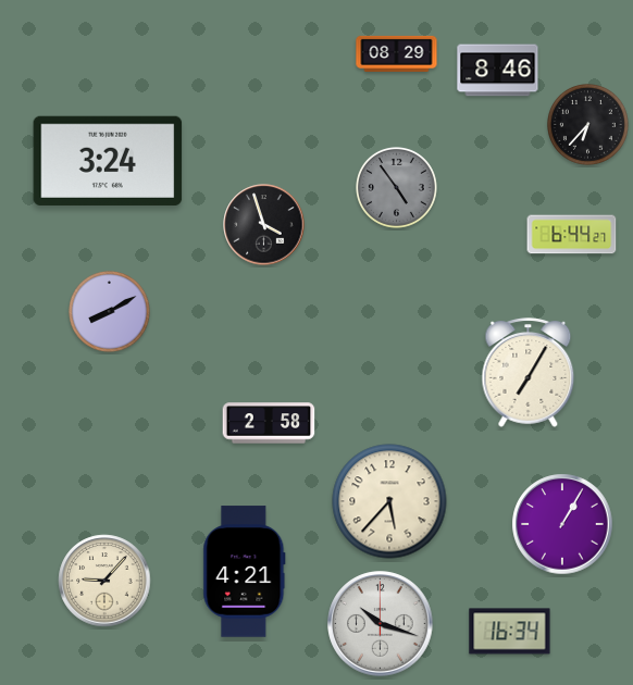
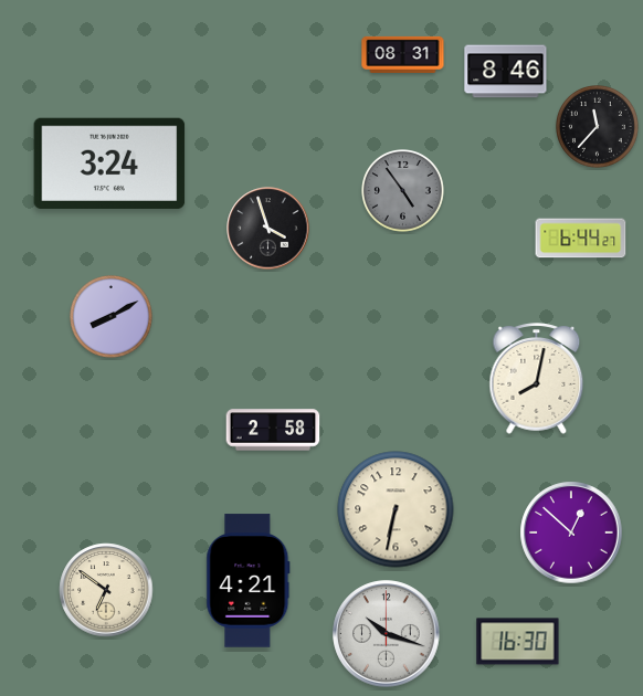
clock at (397, 53): 08:29 -> 08:31
clock at (588, 125): 6:37 -> 11:37
clock at (529, 373): 7:05 -> 8:02
clock at (389, 501): 5:37 -> 6:32
clock at (562, 524): 1:05 -> 12:52
clock at (104, 581): 9:07 -> 6:51
clock at (510, 632): 16:34 -> 16:30
